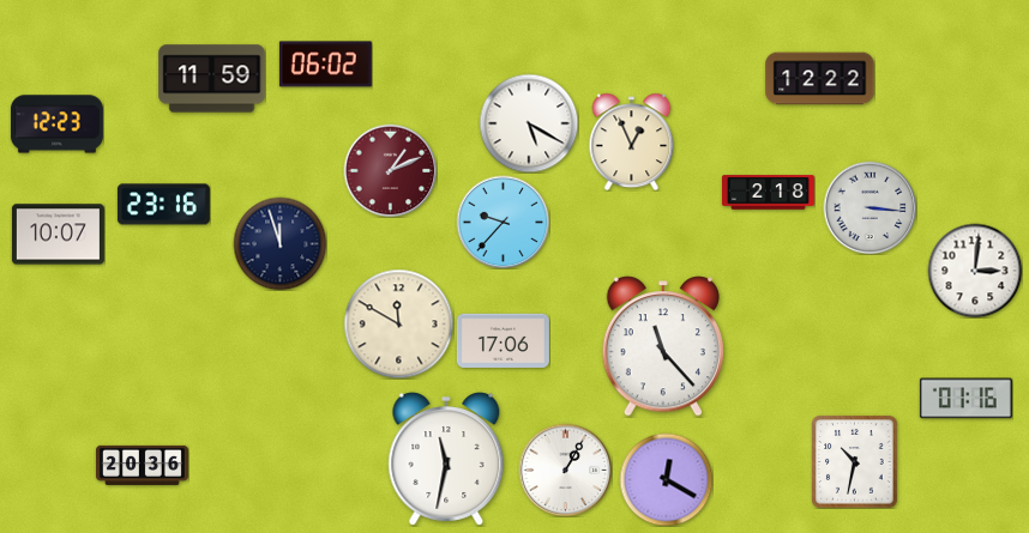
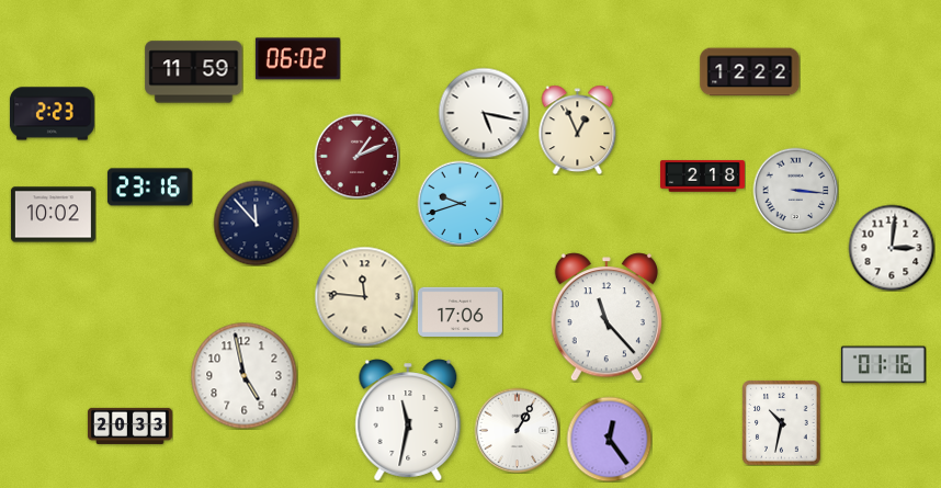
clock at (529, 123): 5:20 -> 5:17
clock at (56, 125): 12:23 -> 2:23
clock at (503, 222): 9:37 -> 9:42
clock at (58, 235): 10:07 -> 10:02
clock at (279, 243): 11:57 -> 11:53
clock at (398, 323): 11:50 -> 11:46
clock at (243, 375): none -> 4:58
clock at (142, 465): 20:36 -> 20:33
clock at (666, 479): 12:20 -> 12:24
